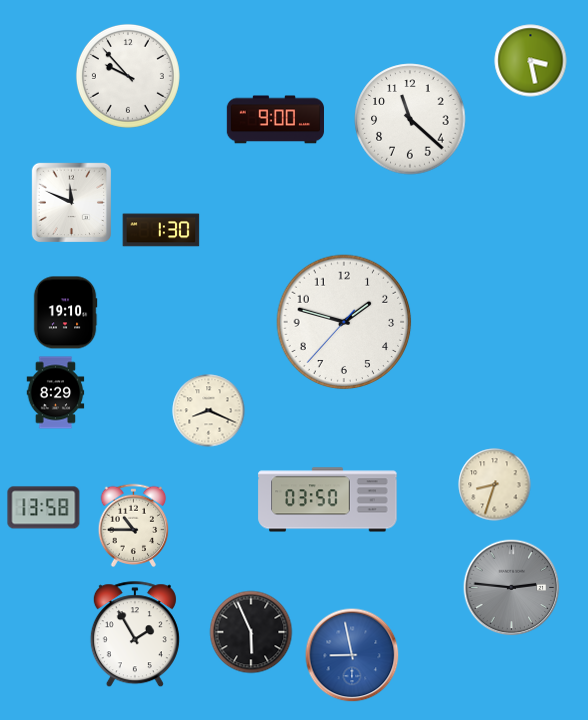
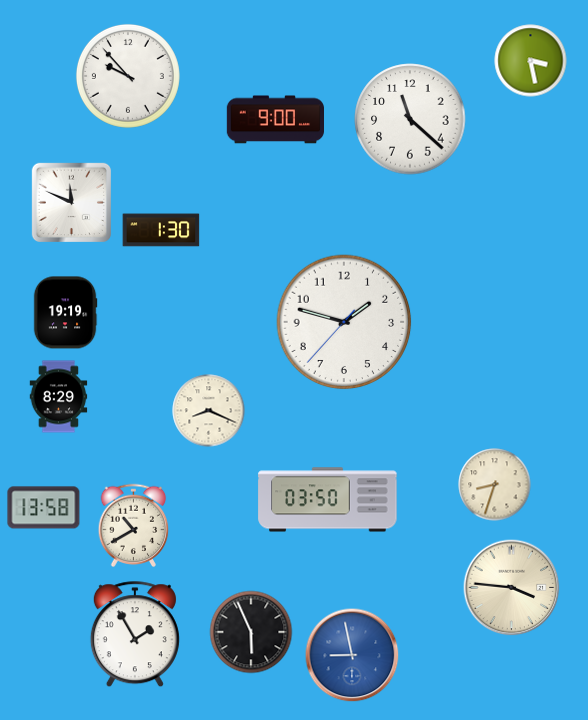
clock at (65, 313): 19:10 -> 19:19
clock at (56, 393) position: (56, 393) -> (59, 397)
clock at (134, 526): 10:45 -> 10:40
clock at (512, 588): 2:46 -> 3:46
clock at (512, 588) dial: grey -> cream
